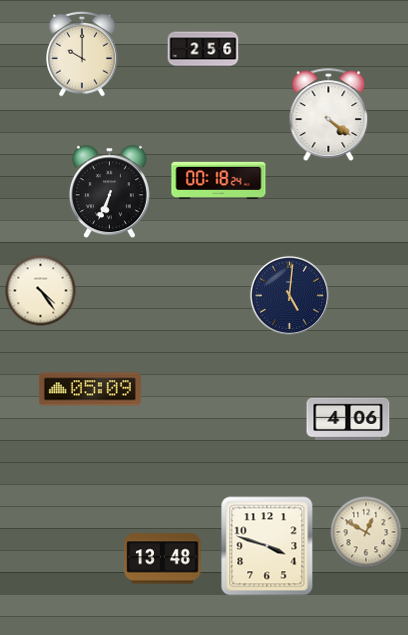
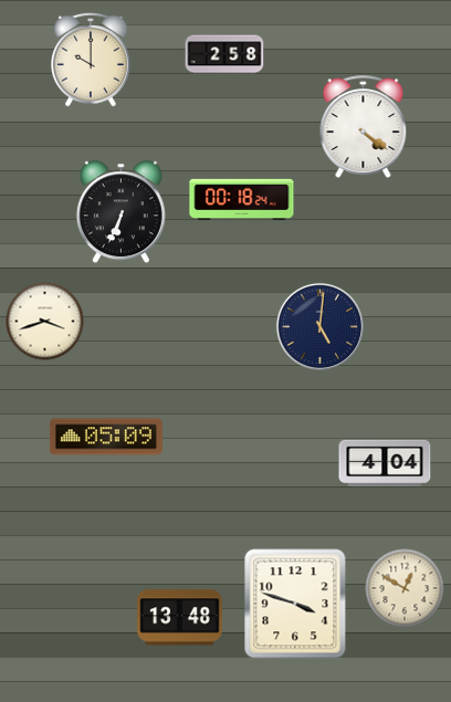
clock at (203, 49): 2:56 -> 2:58
clock at (41, 291): 4:24 -> 3:42
clock at (90, 389) position: (90, 389) -> (106, 437)
clock at (348, 418): 4:06 -> 4:04
